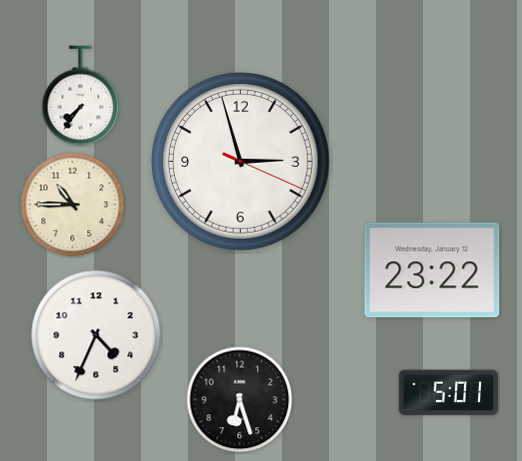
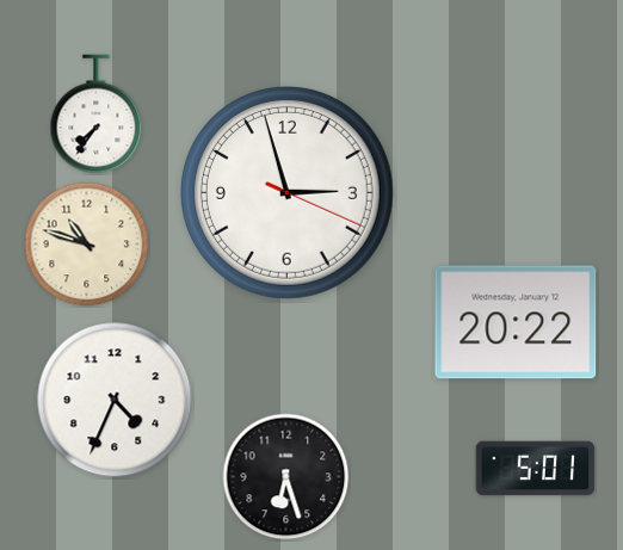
clock at (73, 205): 10:45 -> 10:48
clock at (432, 270): 23:22 -> 20:22
